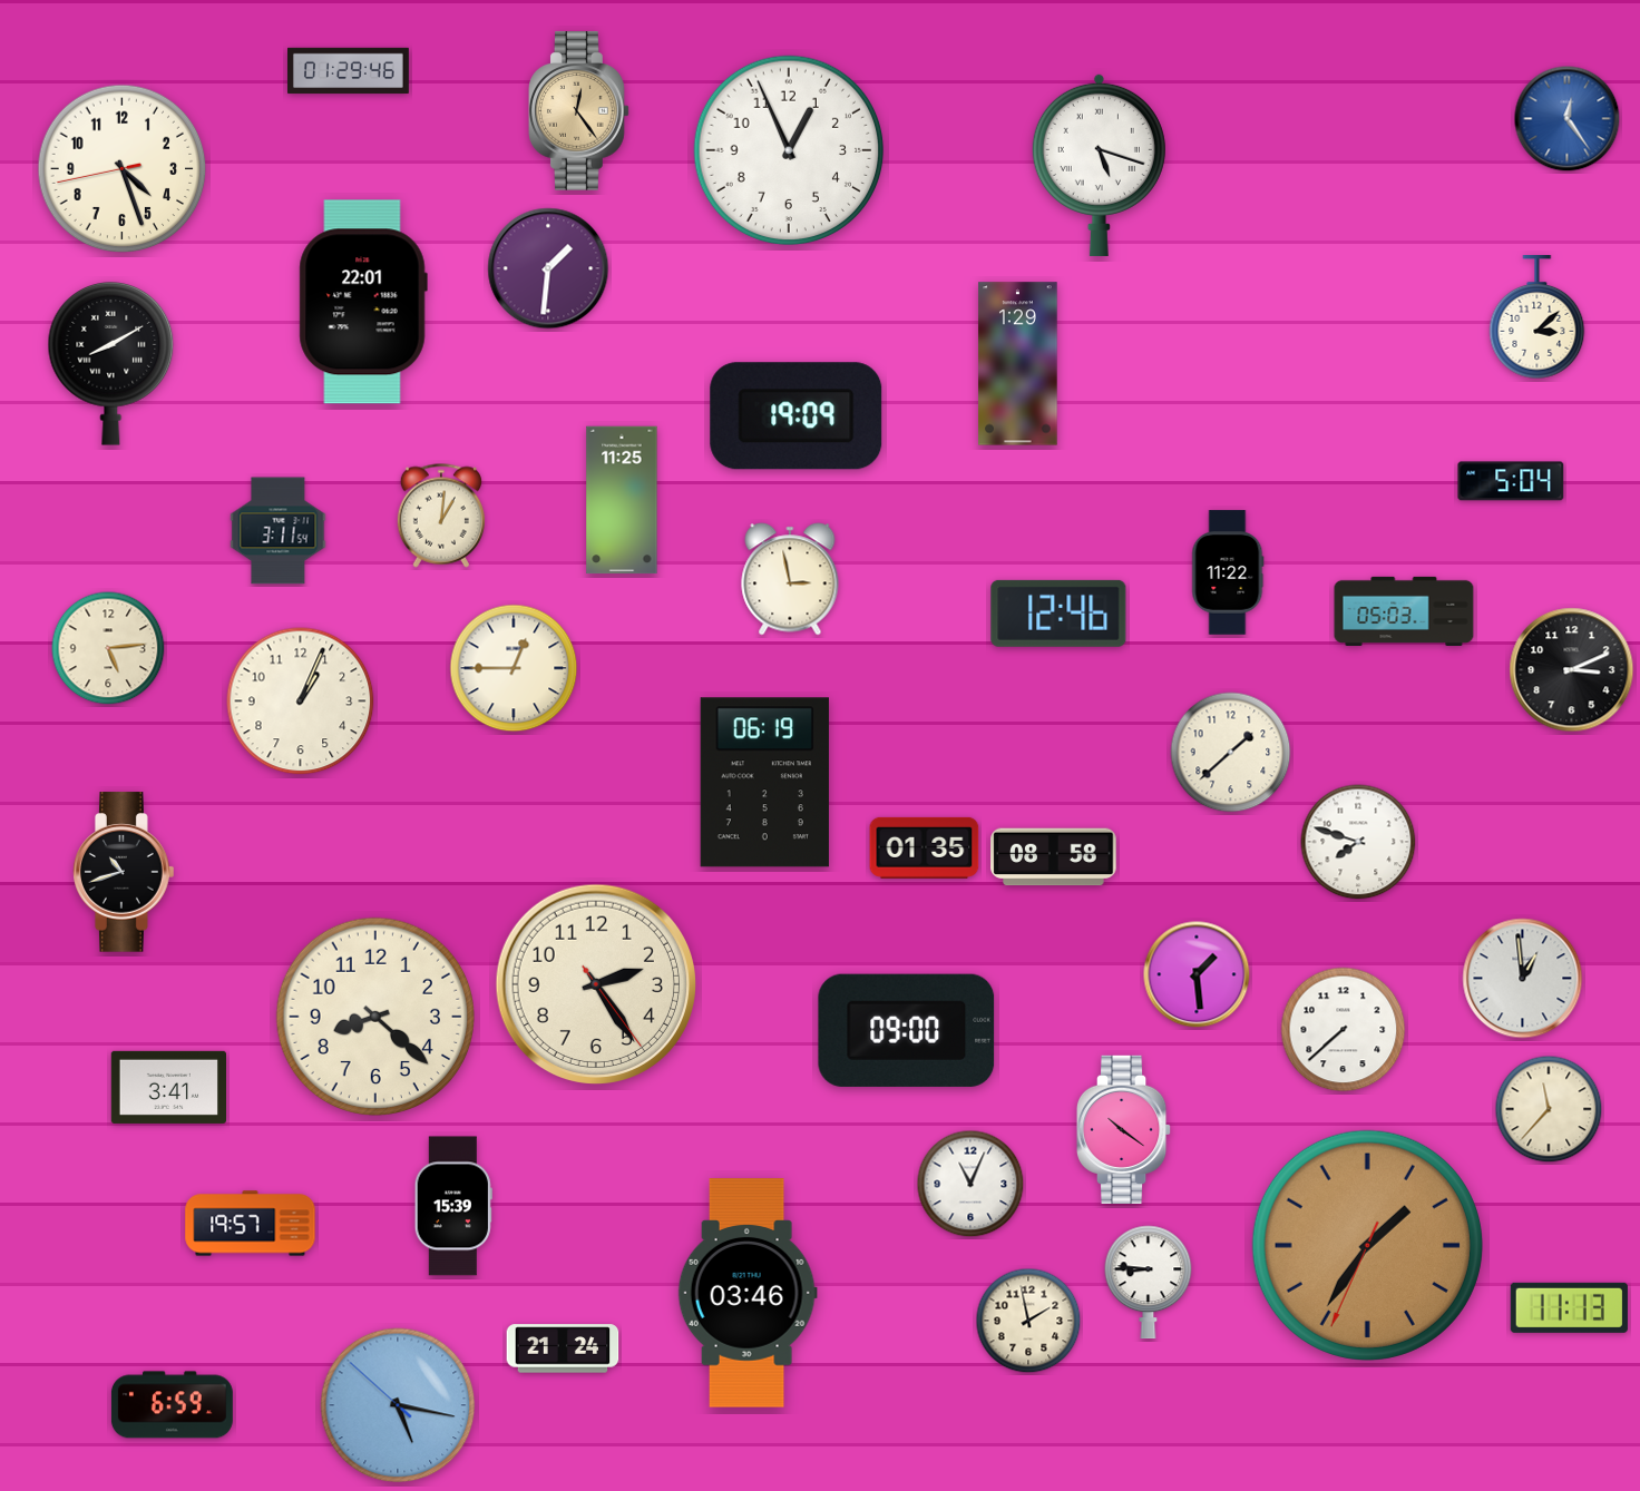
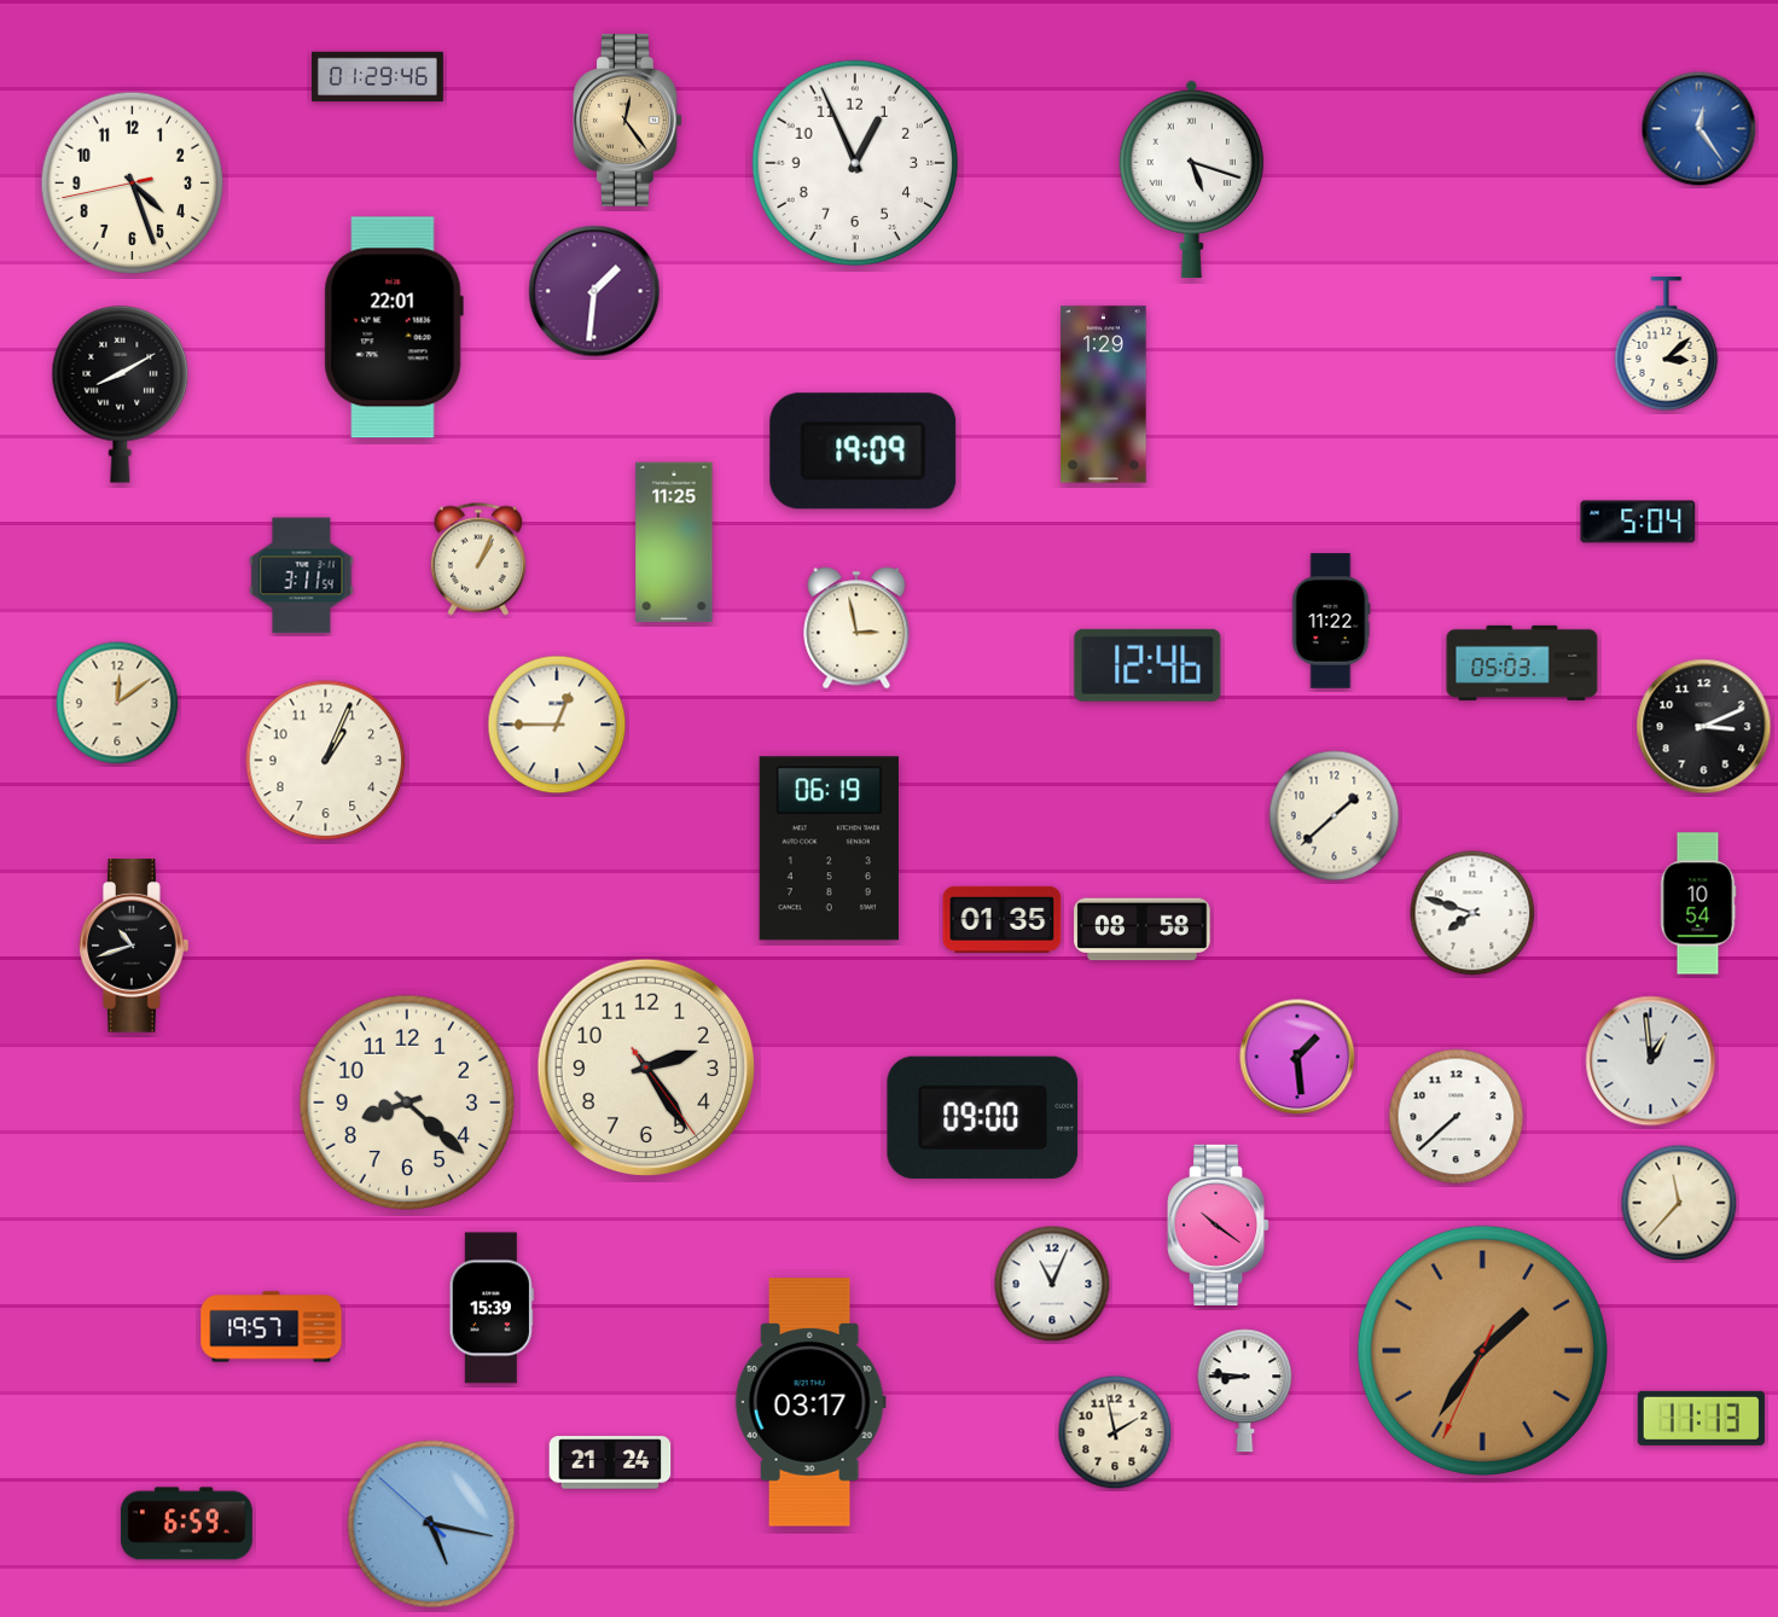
clock at (440, 516): 1:01 -> 1:04
clock at (108, 648): 5:14 -> 12:09
clock at (1698, 903): none -> 10:54
clock at (168, 1087): 3:41 -> none
clock at (748, 1293): 03:46 -> 03:17
